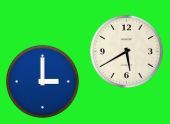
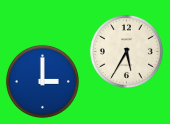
clock at (126, 51): 5:40 -> 5:35
